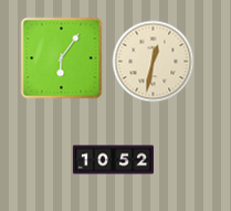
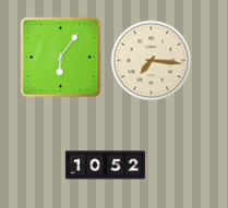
clock at (154, 62): 12:32 -> 7:16
clock at (113, 160) position: (113, 160) -> (105, 166)
